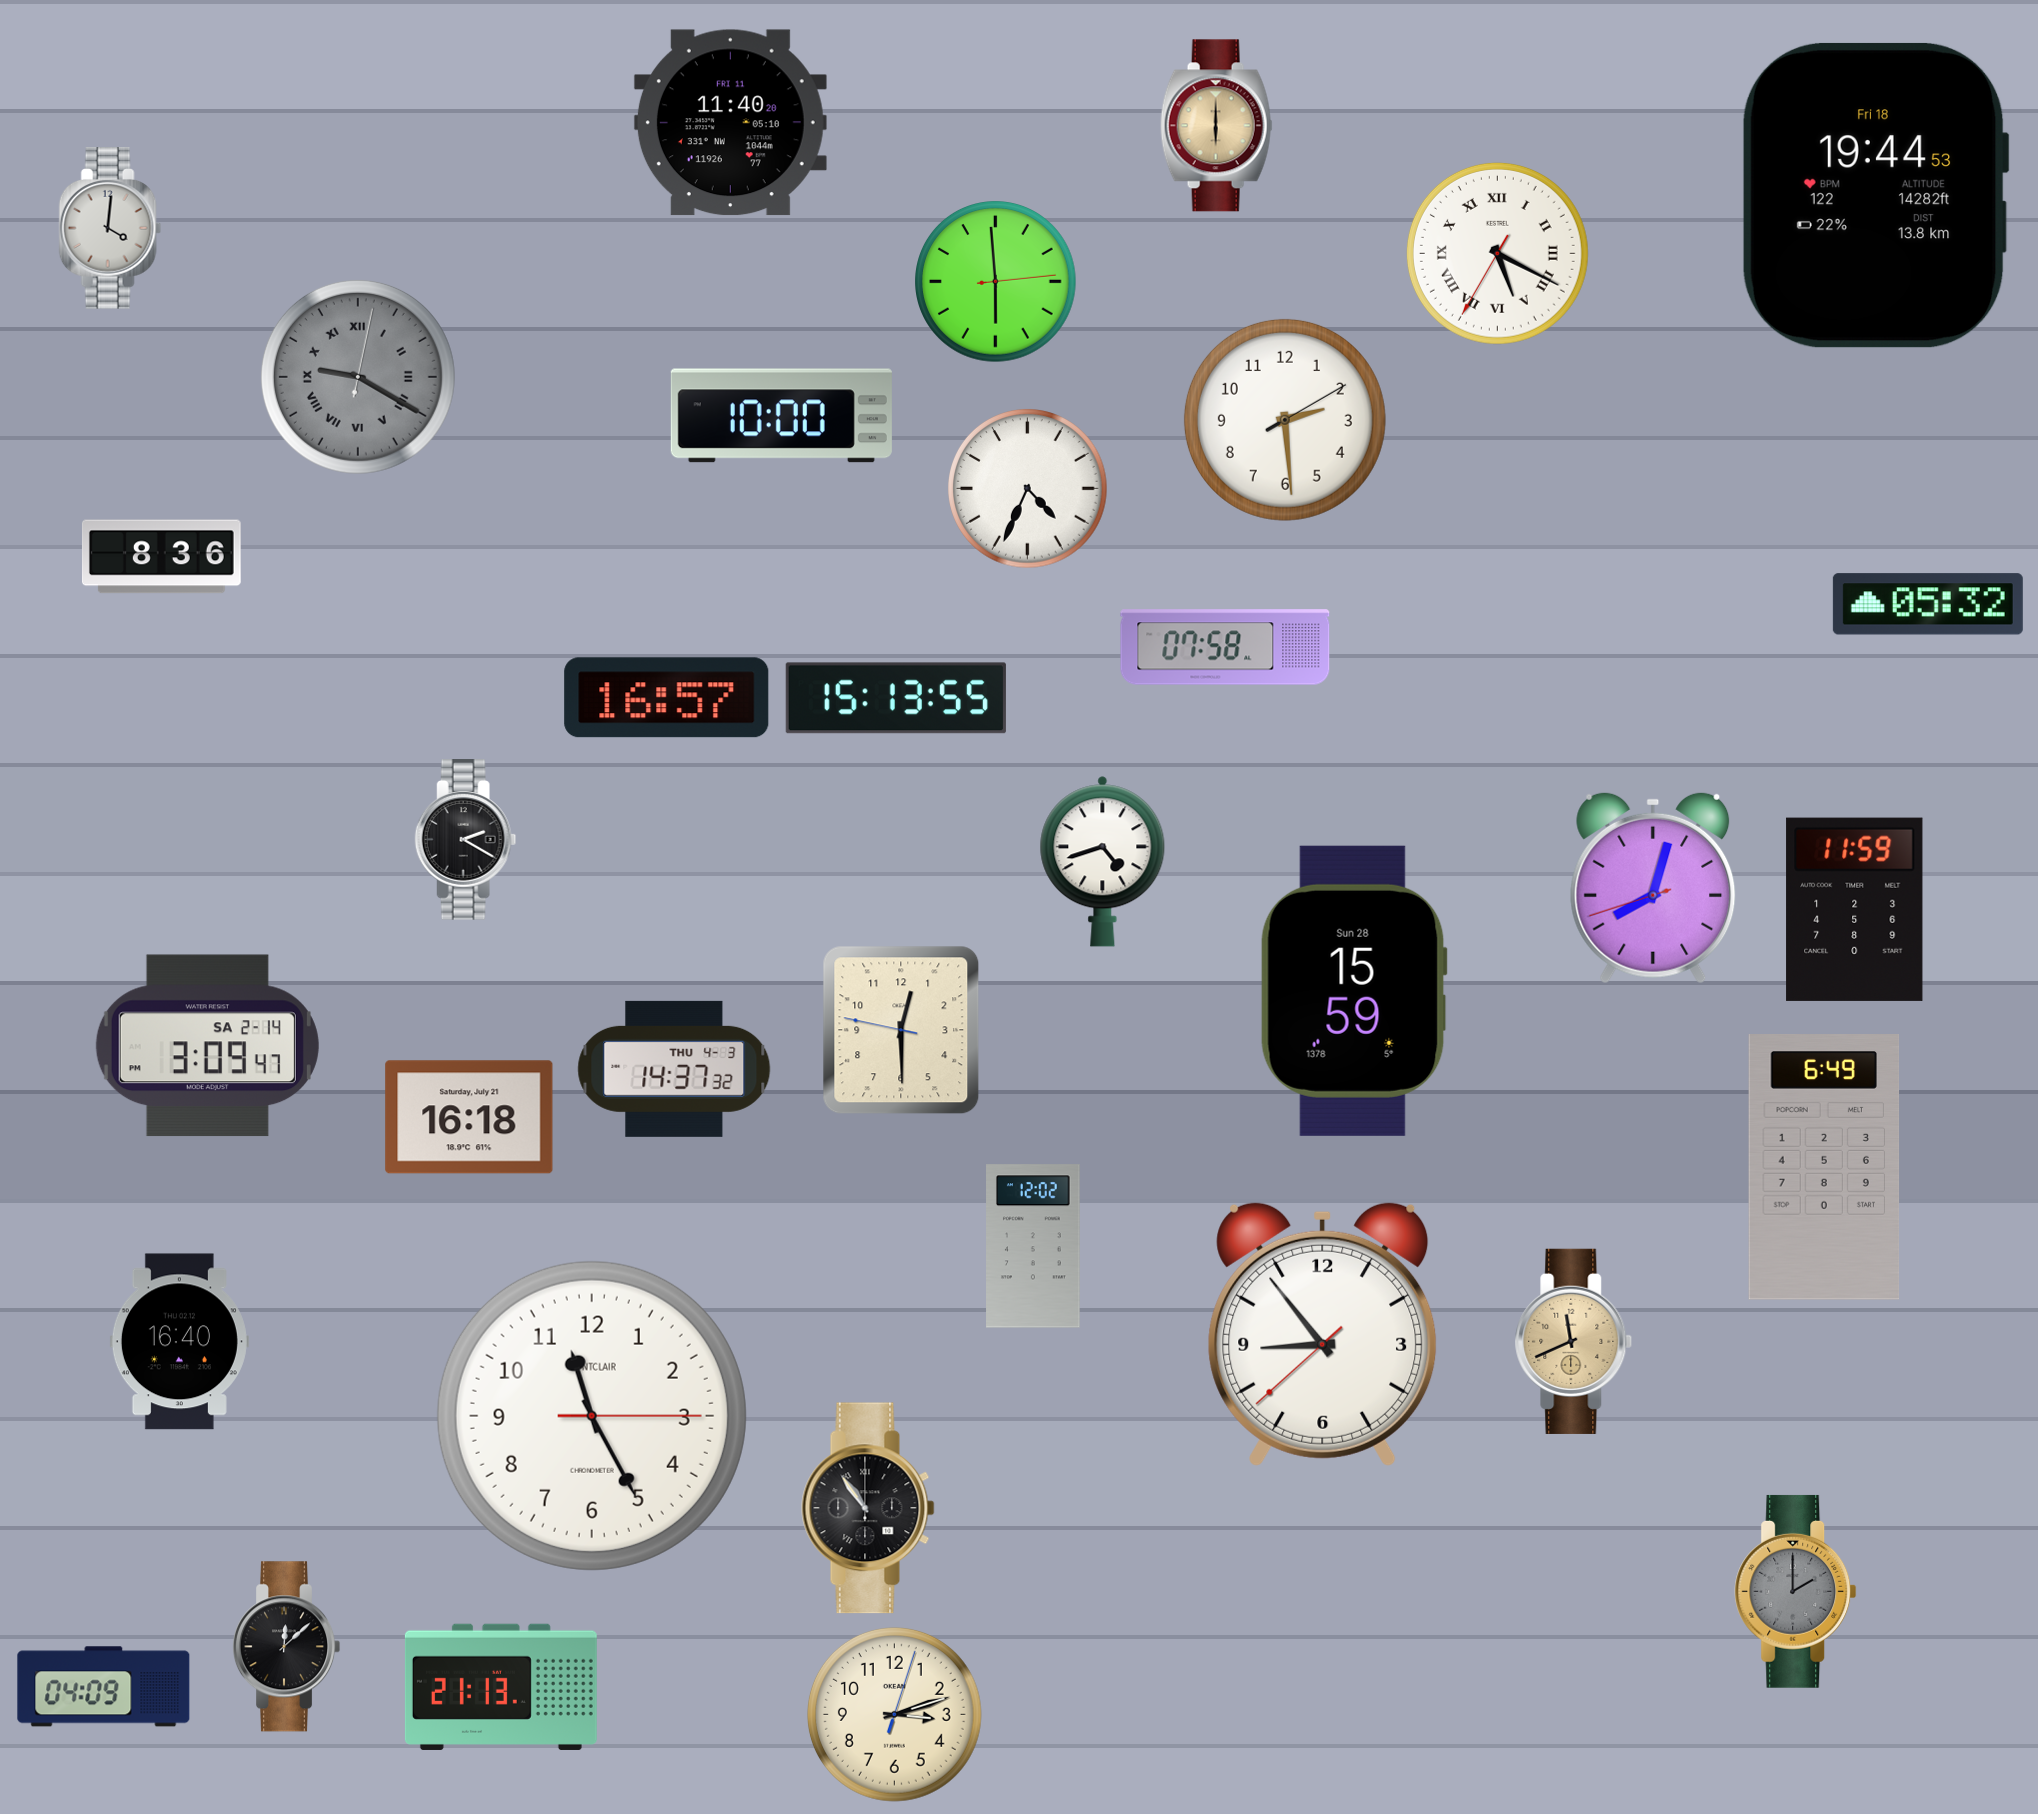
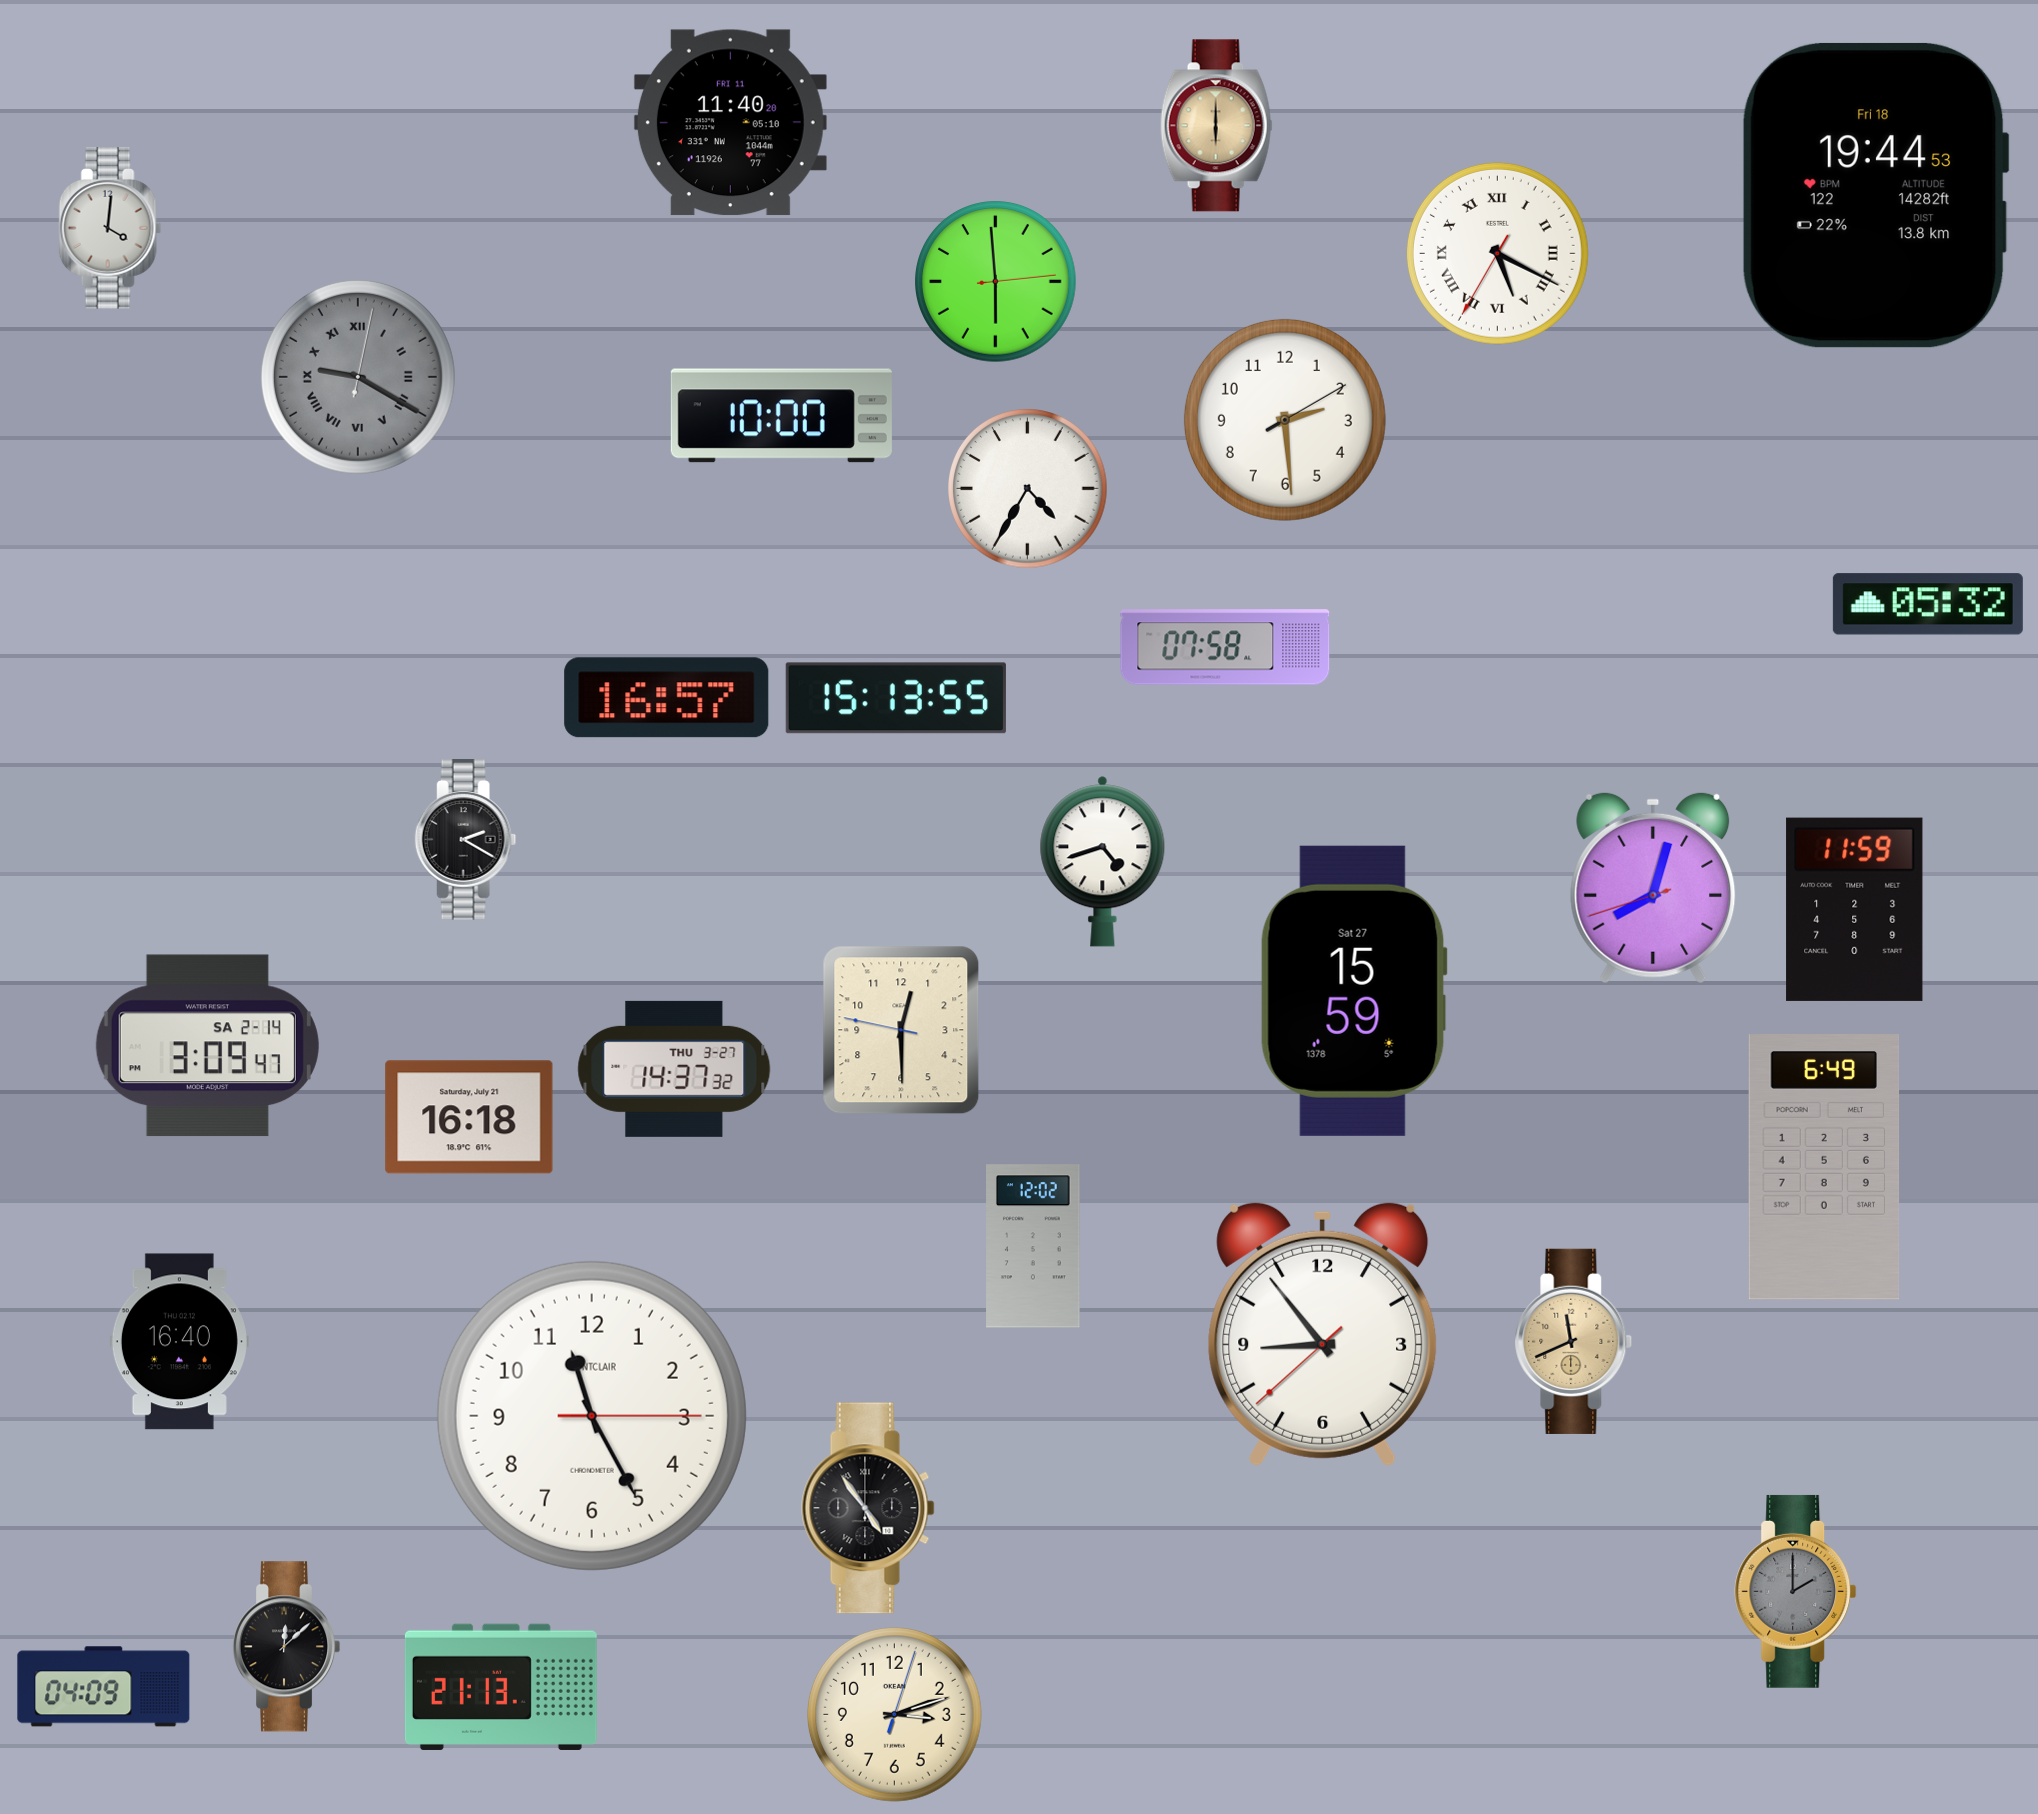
clock at (1028, 489): 4:34 -> 4:35
clock at (161, 557): 8:36 -> none
clock at (1354, 991) date: Sun 28 -> Sat 27
clock at (674, 1069) date: THU 4-3 -> THU 3-27
clock at (868, 1508): 10:54 -> 4:54
